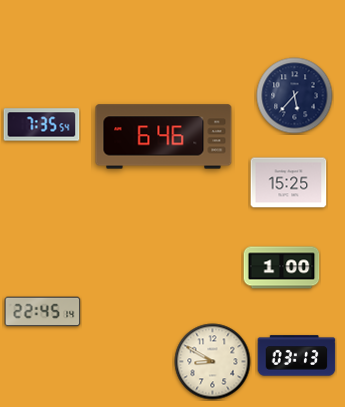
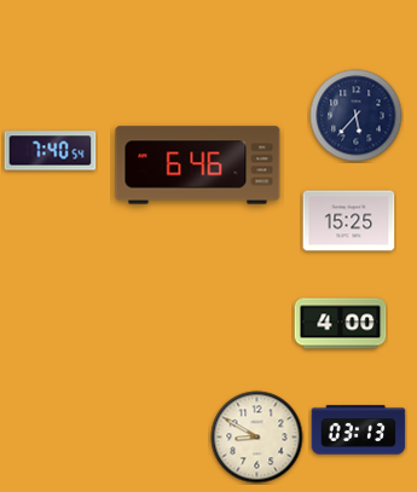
clock at (42, 125): 7:35 -> 7:40
clock at (282, 268): 1:00 -> 4:00
clock at (43, 312): 22:45 -> none
